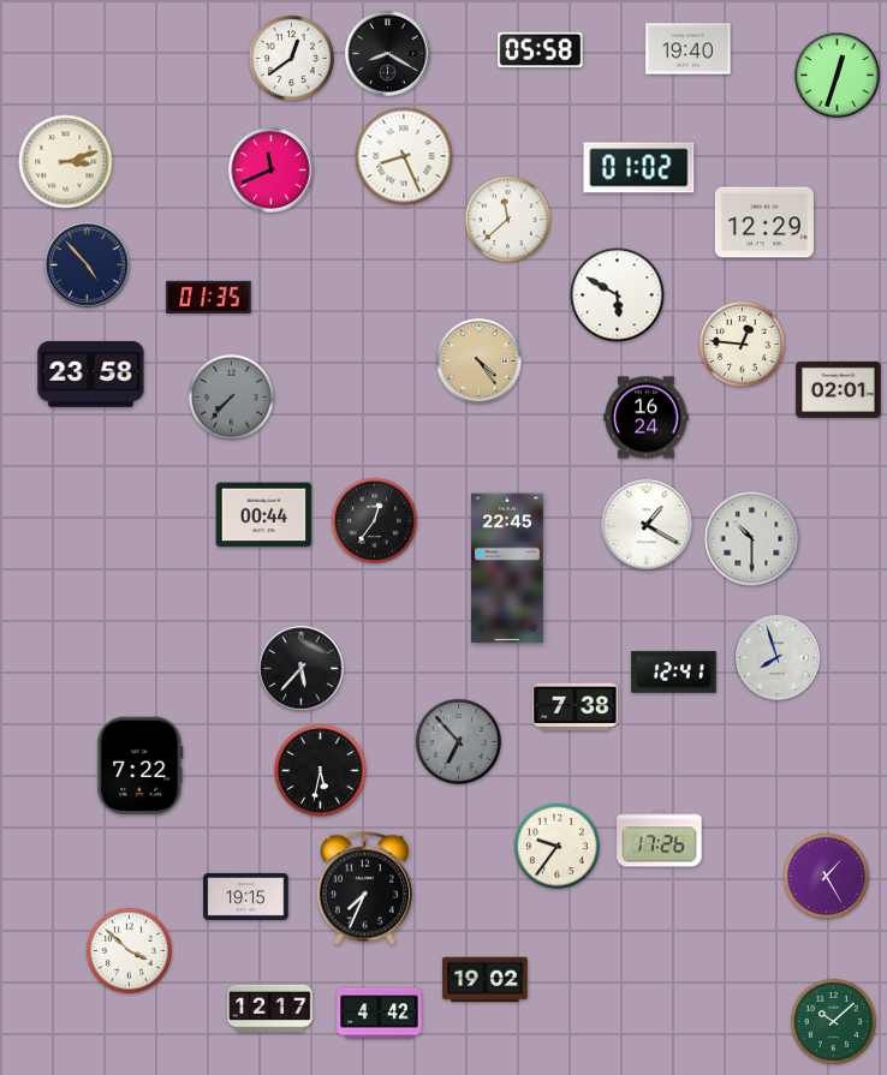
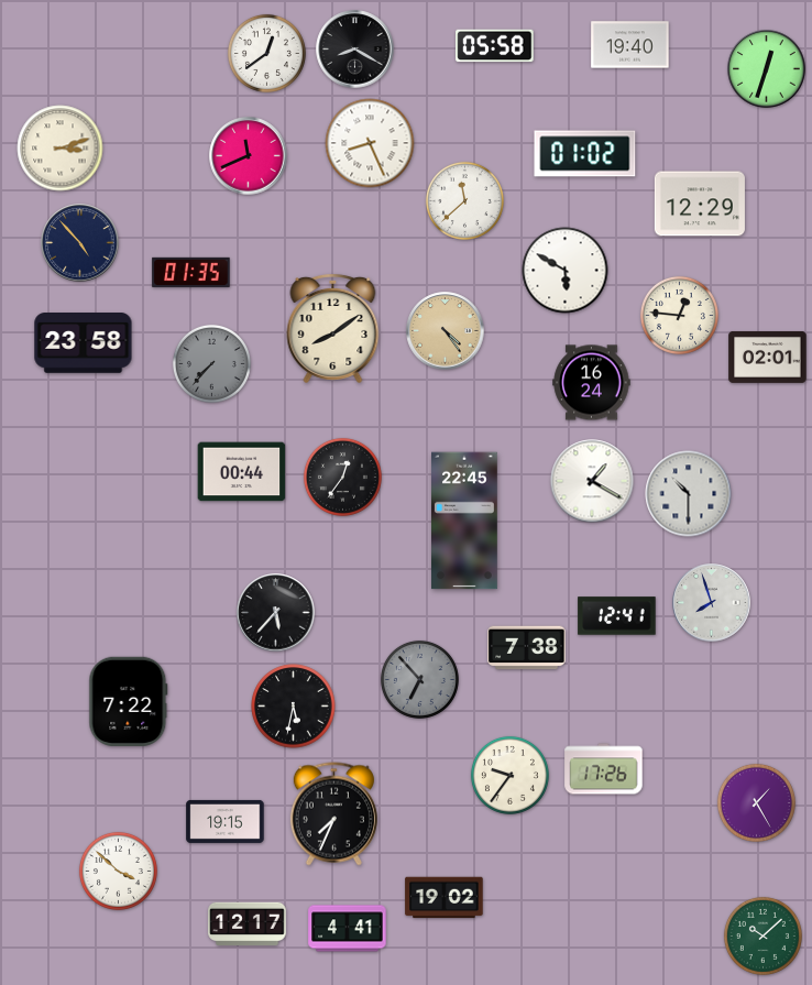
clock at (333, 328): none -> 8:09
clock at (480, 362) position: (480, 362) -> (446, 331)
clock at (380, 1014): 4:42 -> 4:41
